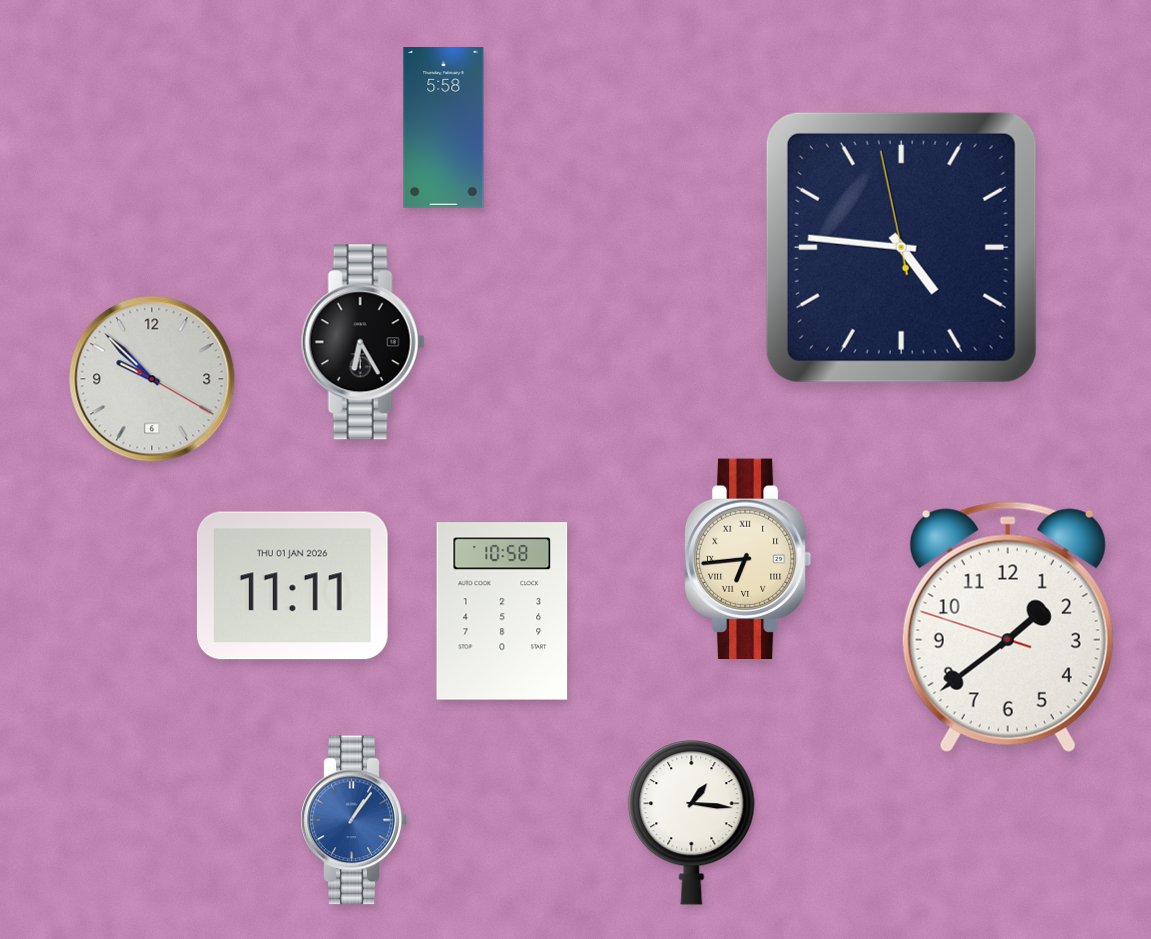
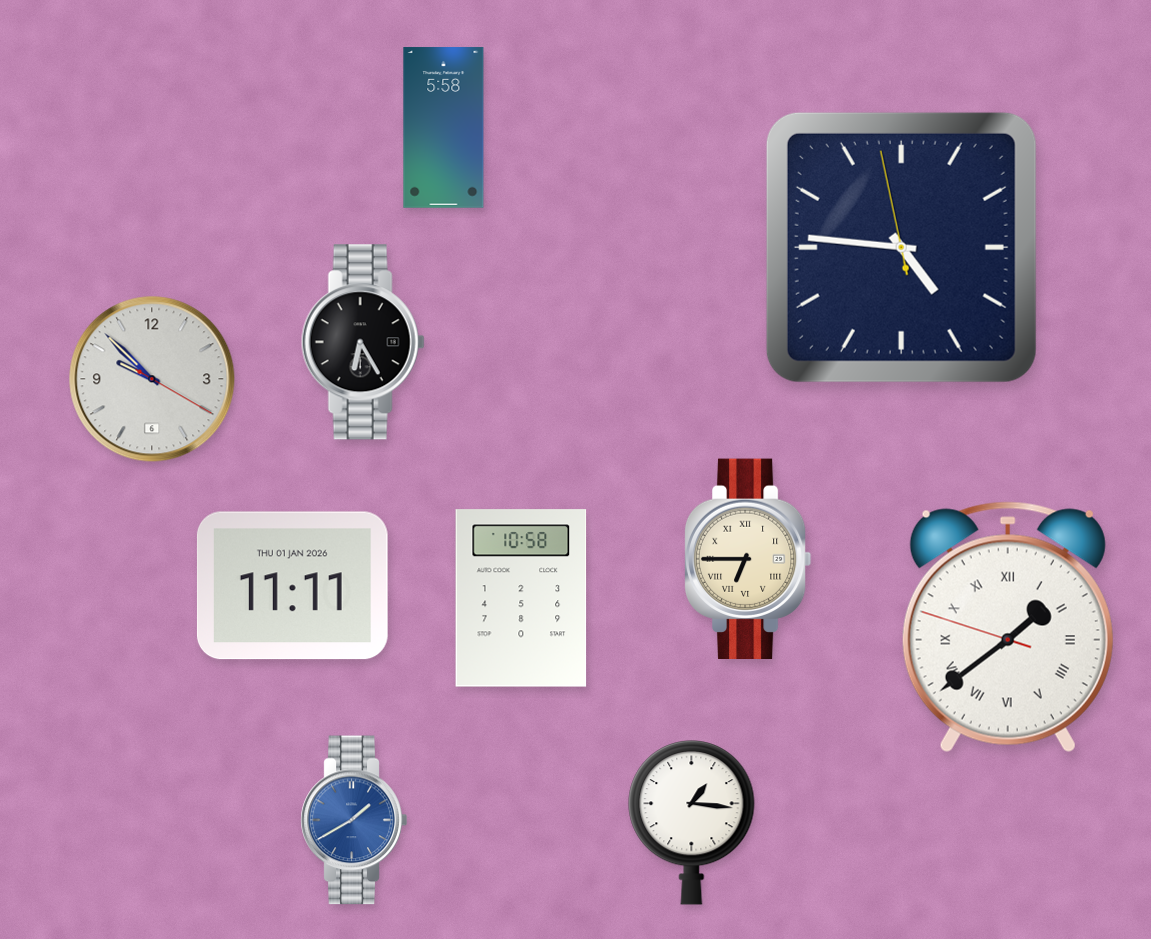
clock at (748, 558): 6:44 -> 6:45
clock at (502, 611) position: (502, 611) -> (521, 598)
clock at (1008, 627) numerals: Arabic -> Roman
clock at (354, 820): 1:06 -> 1:40
